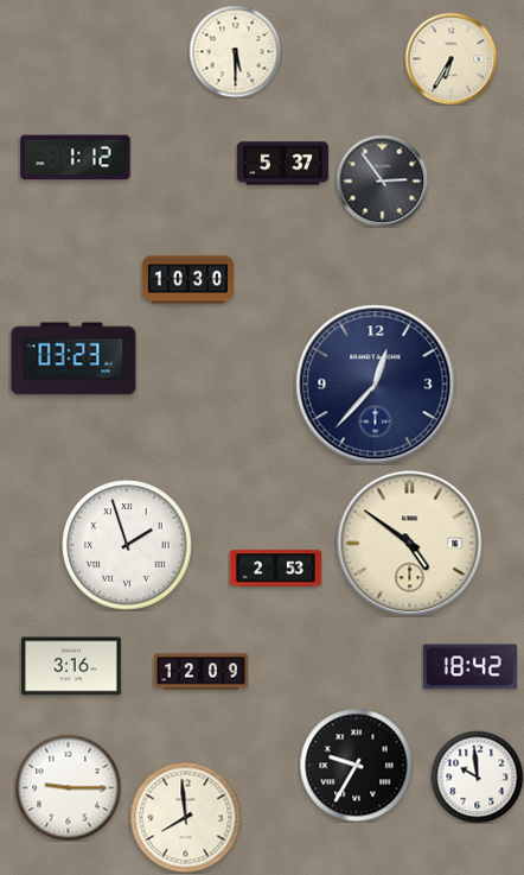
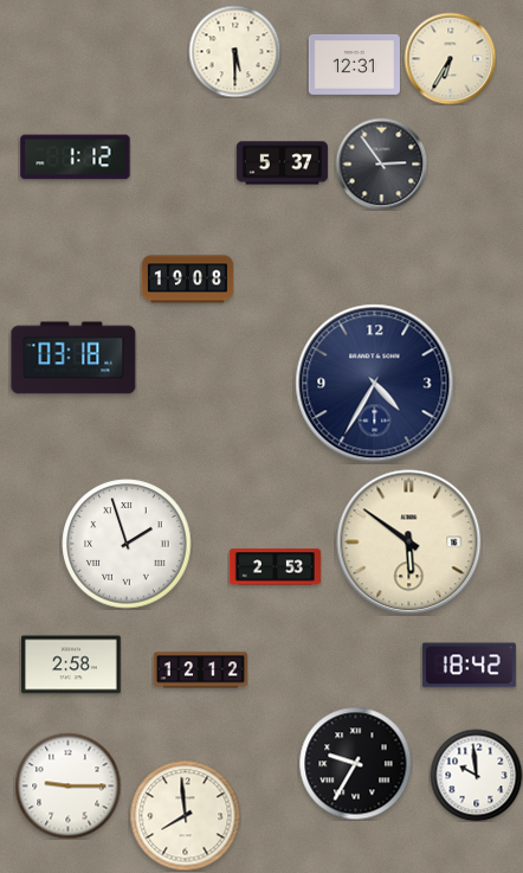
clock at (354, 64): none -> 12:31
clock at (382, 180) position: (382, 180) -> (381, 163)
clock at (187, 280): 10:30 -> 19:08
clock at (74, 359): 03:23 -> 03:18
clock at (376, 385): 12:37 -> 4:35
clock at (410, 544): 4:51 -> 5:51
clock at (72, 666): 3:16 -> 2:58
clock at (200, 672): 12:09 -> 12:12
